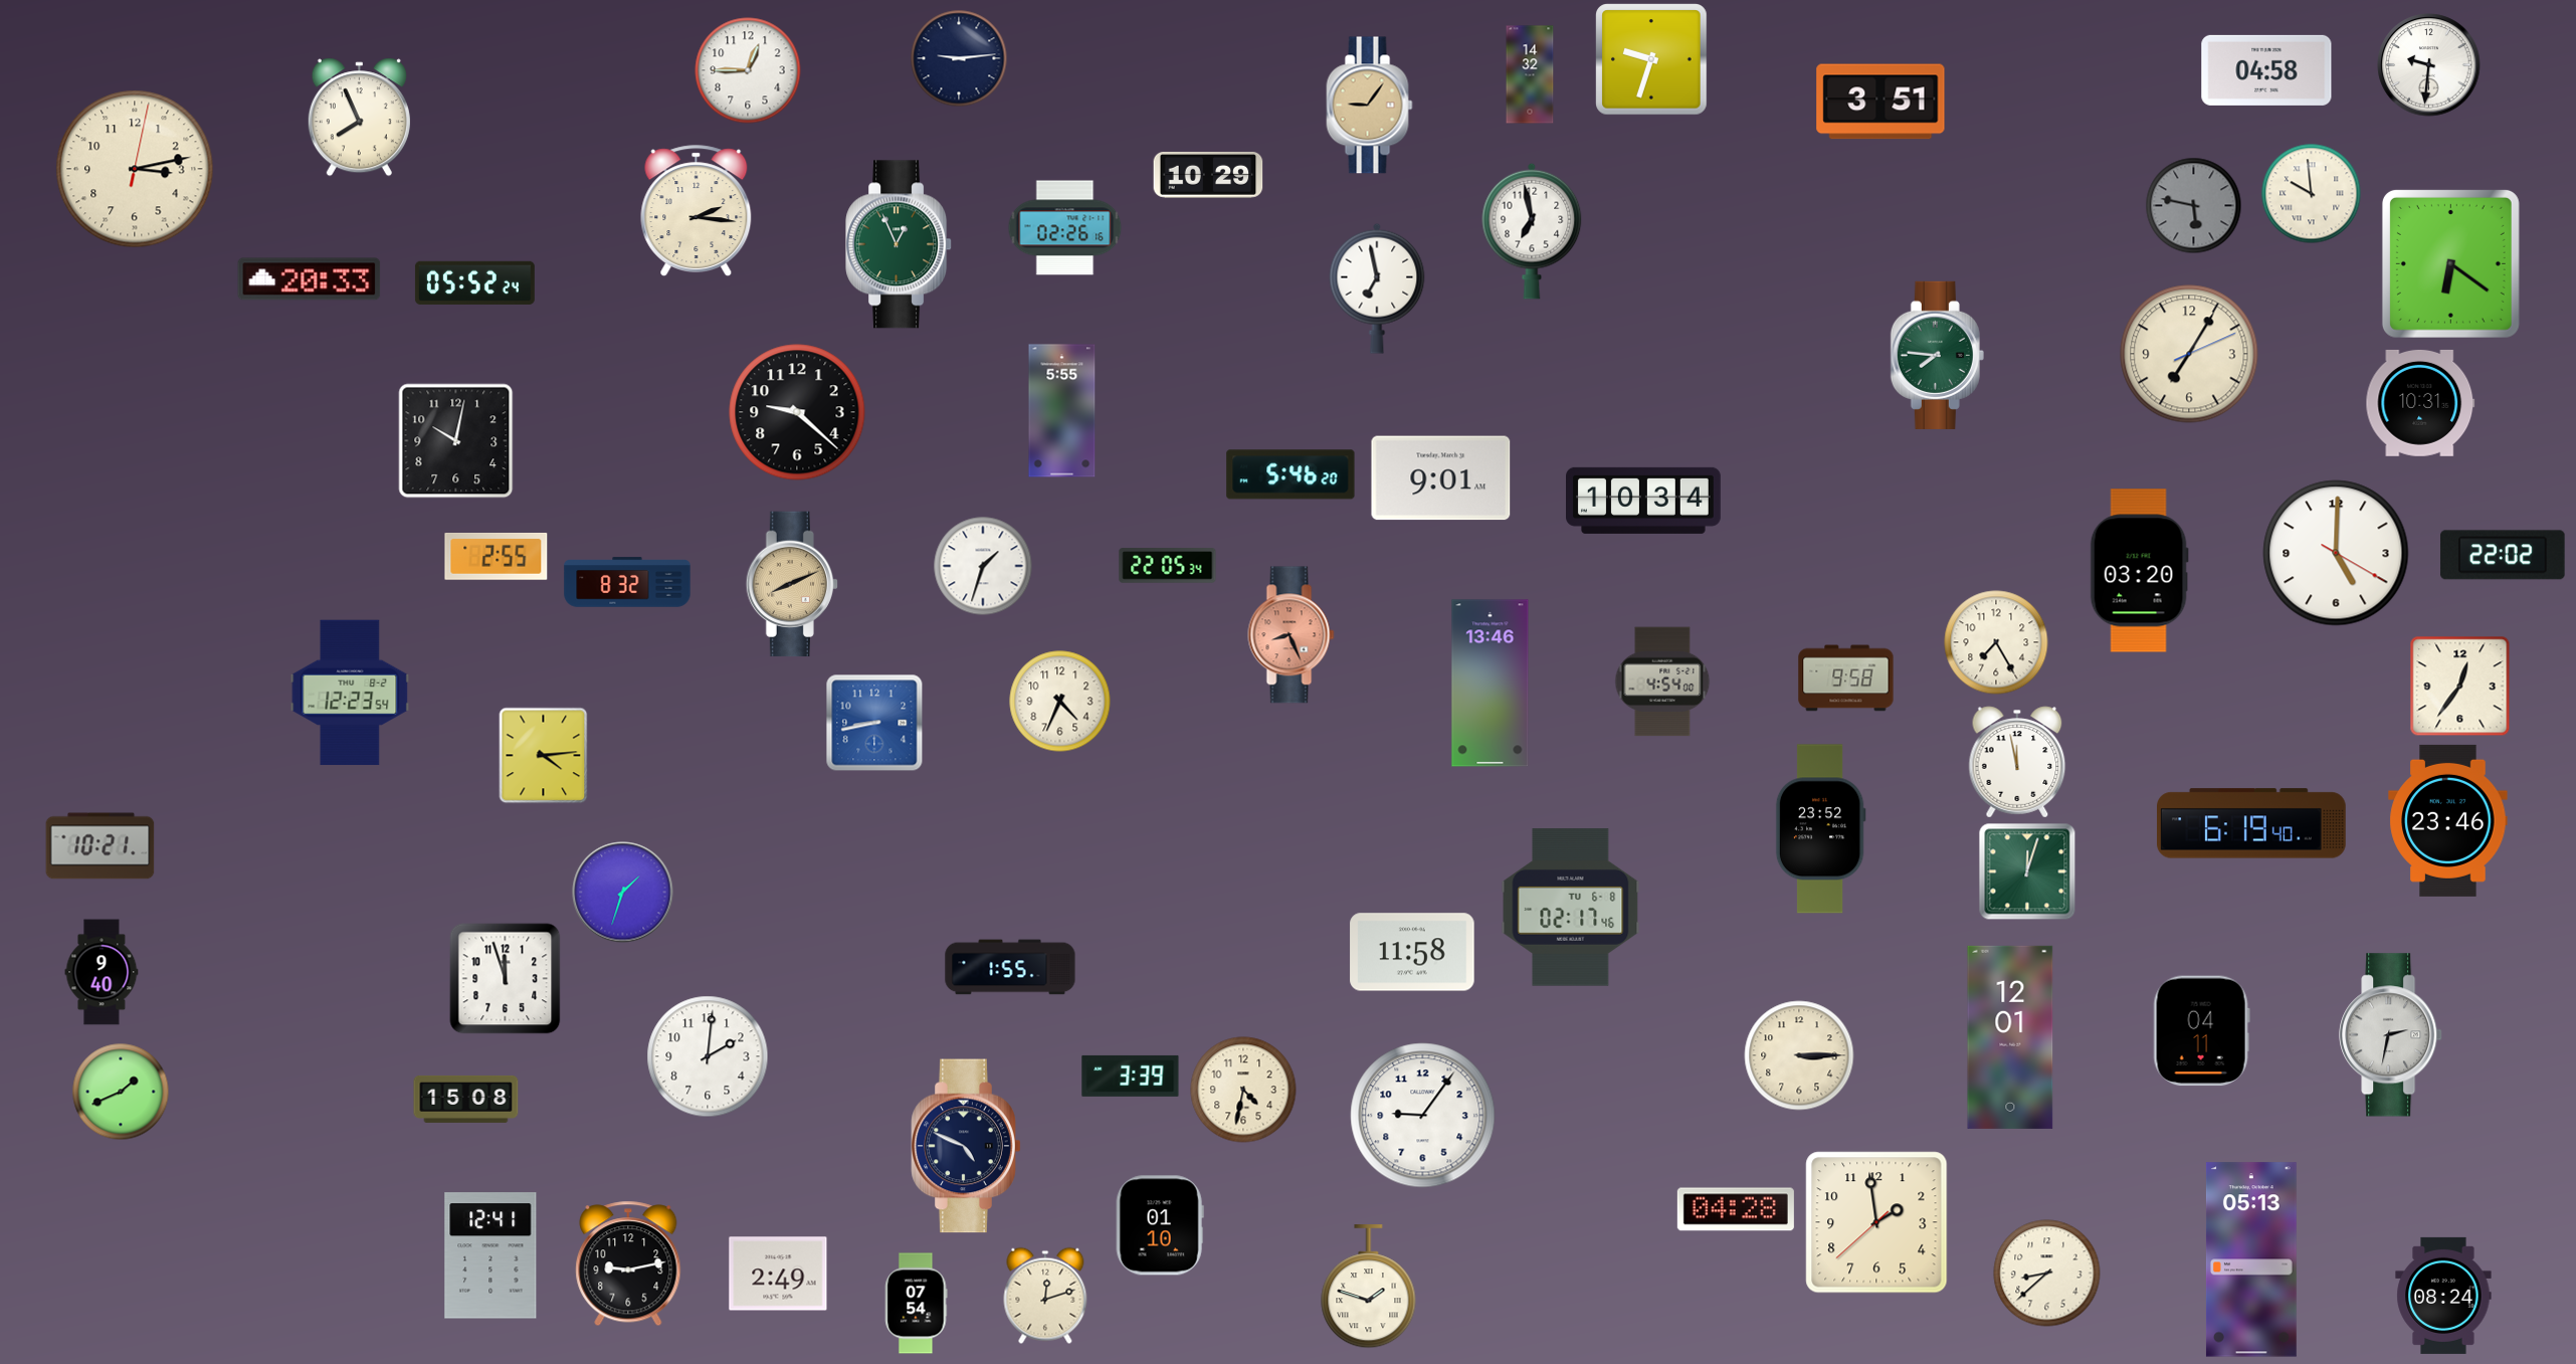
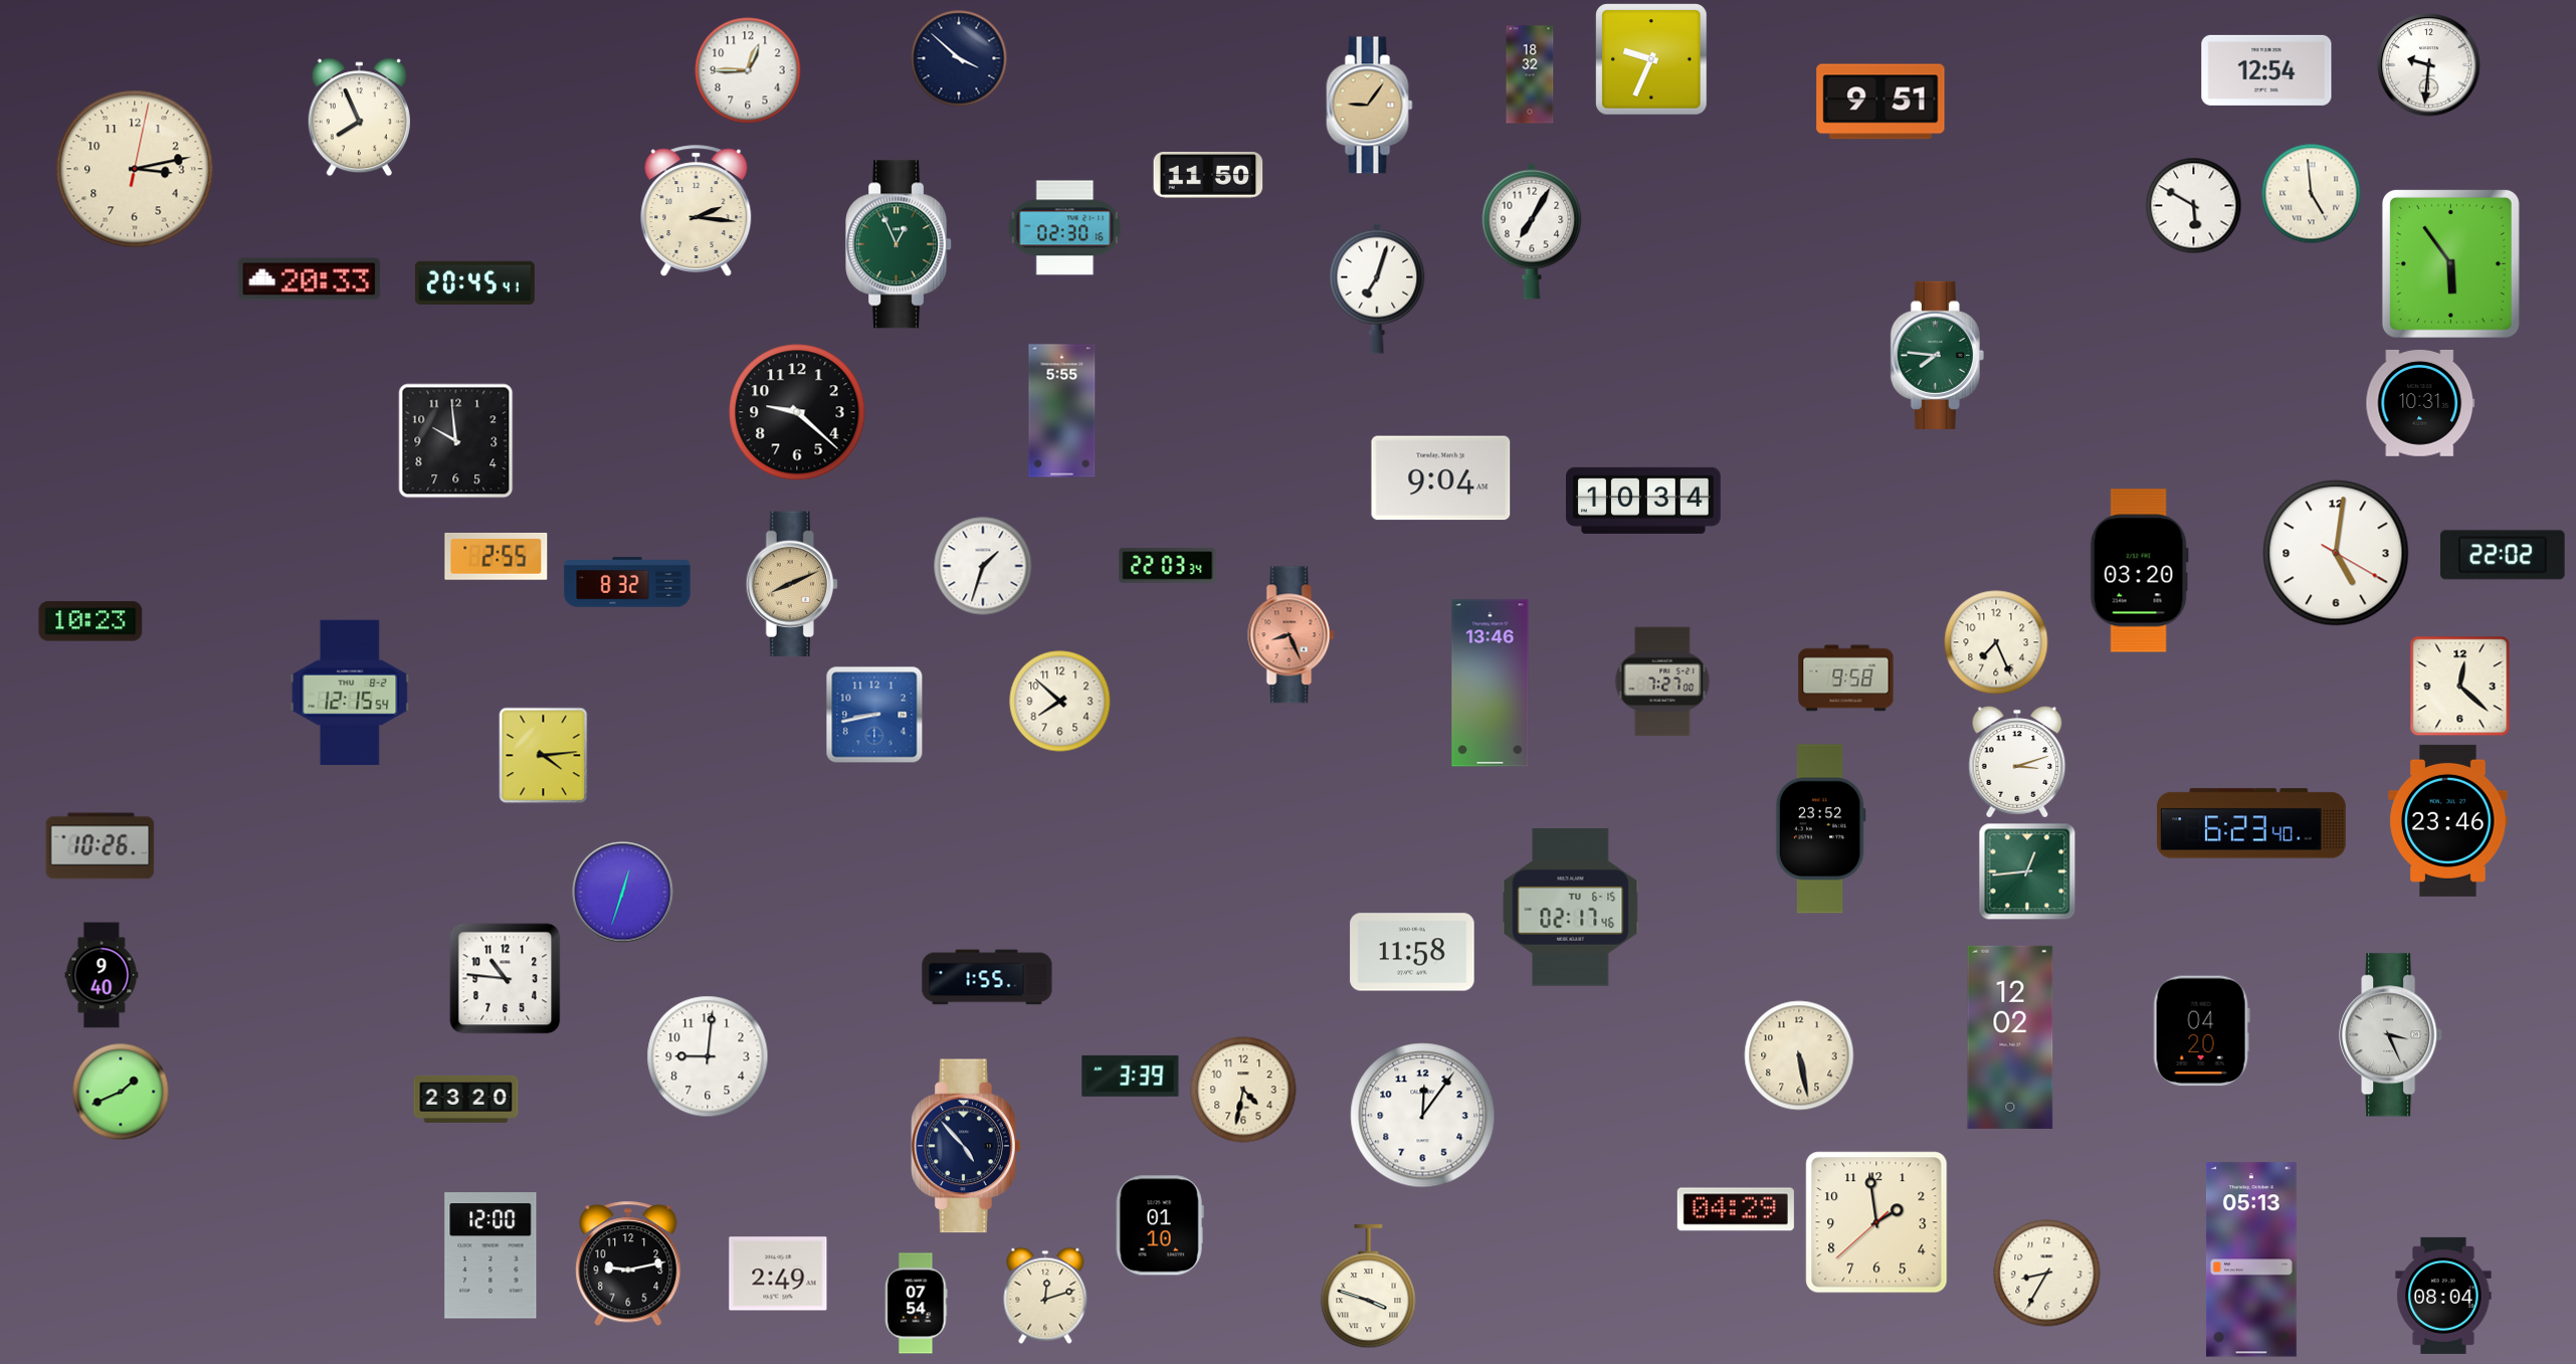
clock at (959, 58): 9:14 -> 3:52
clock at (1651, 59): 9:33 -> 9:34
clock at (2266, 70): 04:58 -> 12:54
clock at (1530, 74): 14:32 -> 18:32
clock at (1880, 102): 3:51 -> 9:51
clock at (1208, 176): 10:29 -> 11:50
clock at (2312, 194): 9:59 -> 4:59
clock at (2194, 206): 5:47 -> 5:50
clock at (2194, 206) dial: grey -> white
clock at (1065, 228): 02:26 -> 02:30
clock at (1532, 231): 6:58 -> 7:05
clock at (2450, 263): 6:21 -> 5:54
clock at (474, 282): 05:52 -> 20:45
clock at (1377, 288): 6:58 -> 7:03
clock at (2189, 354): 7:05 -> none
clock at (456, 441): 10:02 -> 9:59
clock at (1291, 474): 5:46 -> none
clock at (1441, 478): 9:01 -> 9:04
clock at (2336, 553): 5:00 -> 5:01
clock at (1168, 566): 22:05 -> 22:03
clock at (90, 621): none -> 10:23
clock at (1996, 642): 7:25 -> 7:26
clock at (1662, 681): 4:54 -> 7:27
clock at (2460, 687): 12:36 -> 12:22
clock at (350, 693): 12:23 -> 12:15
clock at (1060, 702): 4:34 -> 7:52
clock at (874, 723) position: (874, 723) -> (874, 715)
clock at (2017, 762): 11:58 -> 3:12
clock at (2252, 823): 6:19 -> 6:23
clock at (101, 846): 10:21 -> 10:26
clock at (2027, 871): 12:03 -> 12:44
clock at (623, 893): 1:33 -> 12:33
clock at (1571, 908) date: TU 6-8 -> TU 6-15
clock at (1010, 967) position: (1010, 967) -> (987, 977)
clock at (102, 972) position: (102, 972) -> (102, 975)
clock at (506, 979): 11:57 -> 10:46
clock at (2201, 1031): 04:11 -> 04:20
clock at (2391, 1035): 2:32 -> 3:26
clock at (2010, 1037): 12:01 -> 12:02
clock at (1799, 1055): 3:15 -> 5:28
clock at (708, 1056): 2:01 -> 9:01
clock at (466, 1099): 15:08 -> 23:20
clock at (1423, 1116): 9:06 -> 12:06
clock at (966, 1146): 4:49 -> 4:53
clock at (1736, 1209): 04:28 -> 04:29
clock at (490, 1255): 12:41 -> 12:00
clock at (2047, 1274): 8:38 -> 8:35
clock at (1369, 1287): 1:48 -> 3:48
clock at (2443, 1296): 08:24 -> 08:04
